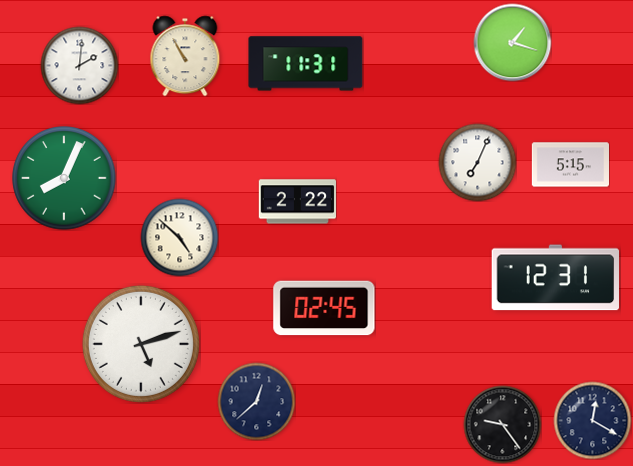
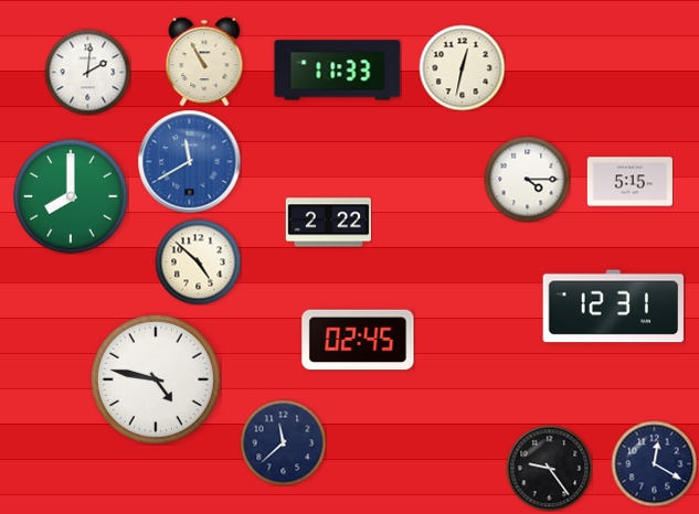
clock at (512, 42): 1:18 -> none
clock at (462, 67): none -> 12:32
clock at (306, 64): 11:31 -> 11:33
clock at (189, 161): none -> 11:40
clock at (477, 162): 7:04 -> 4:15
clock at (64, 178): 8:04 -> 8:00
clock at (141, 344): 5:12 -> 4:47
clock at (256, 401): 12:38 -> 11:38
clock at (502, 424) position: (502, 424) -> (549, 468)
